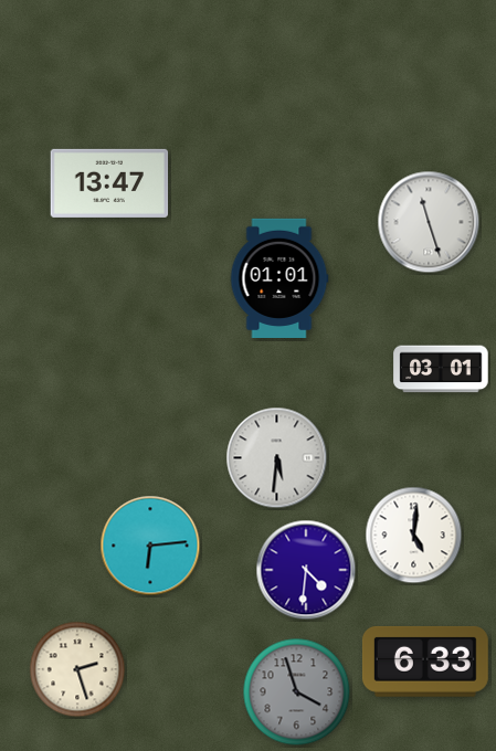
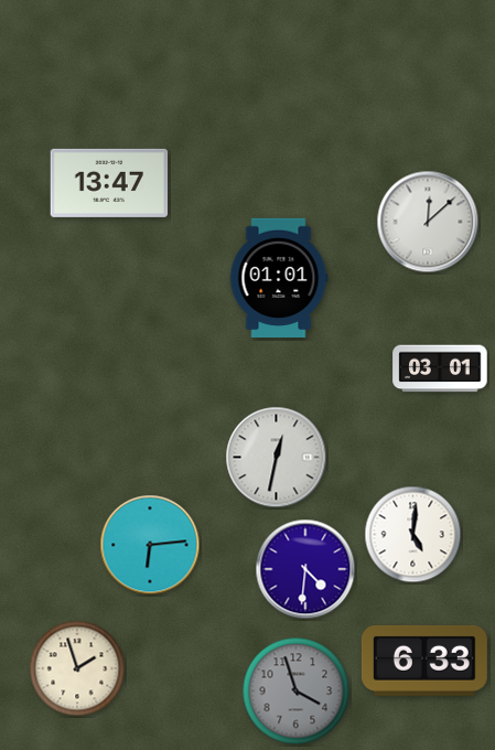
clock at (429, 222): 11:27 -> 12:08
clock at (277, 458): 5:31 -> 12:32
clock at (77, 669): 2:27 -> 1:57
